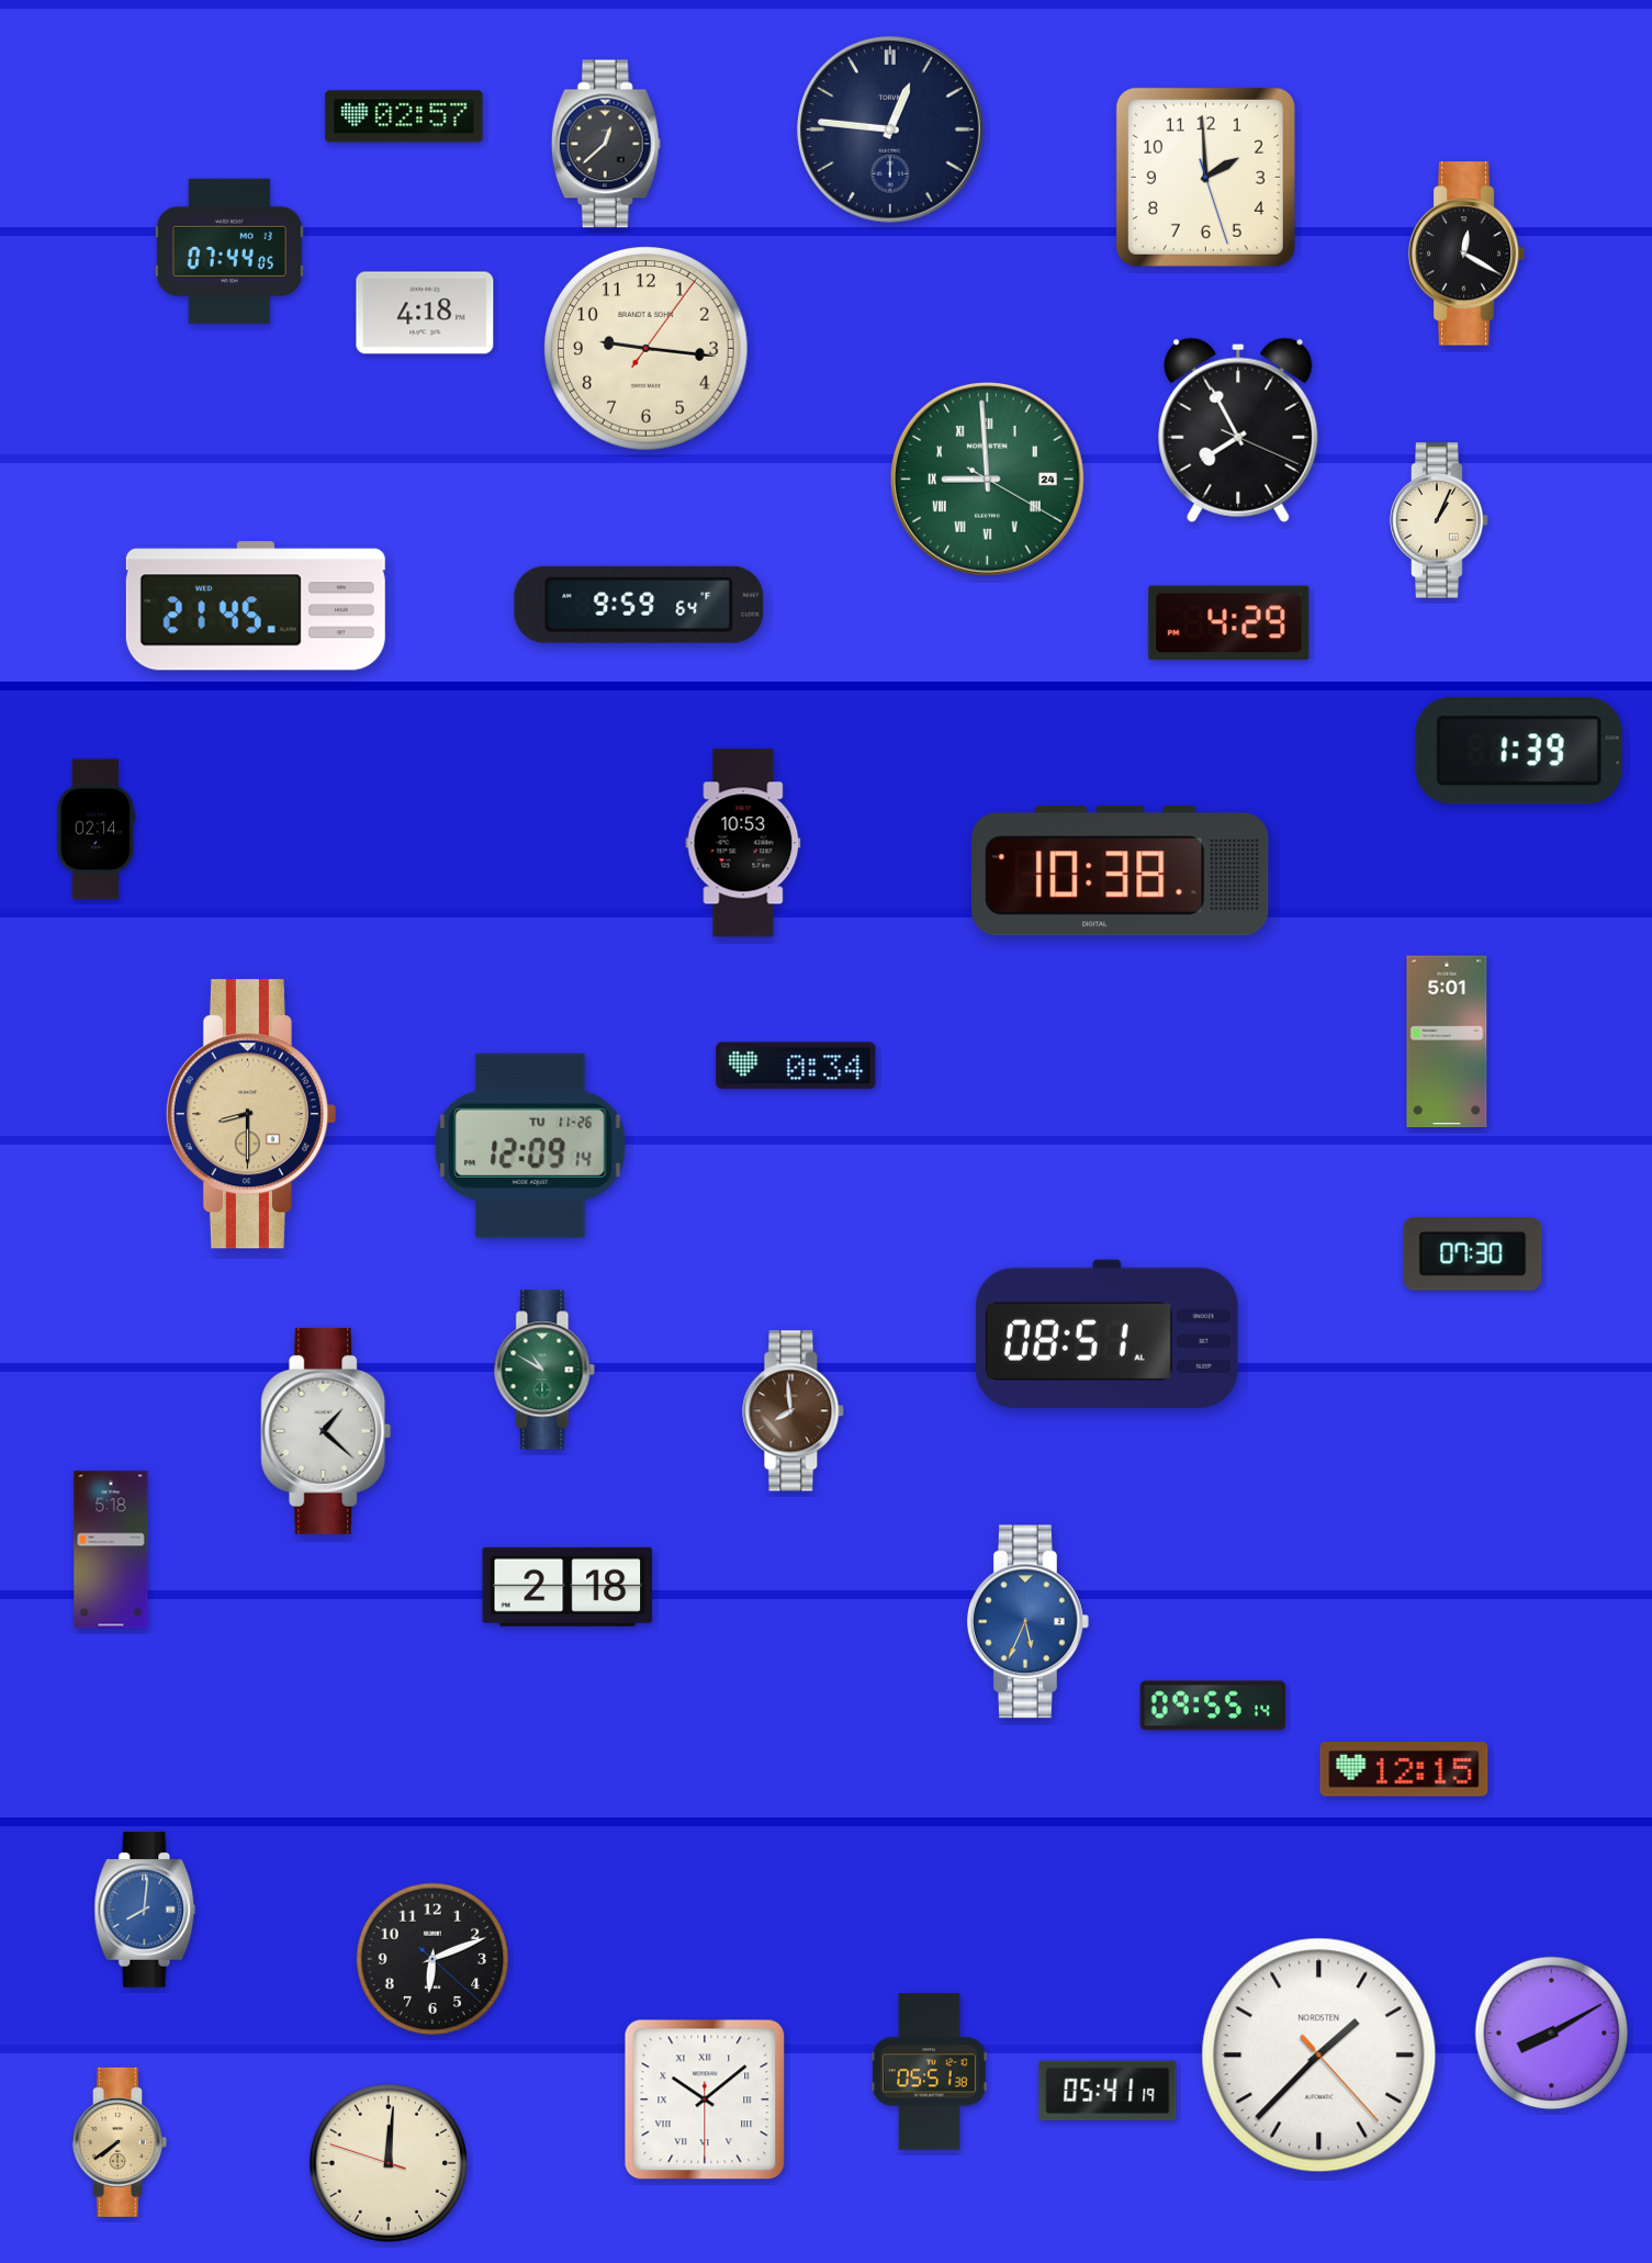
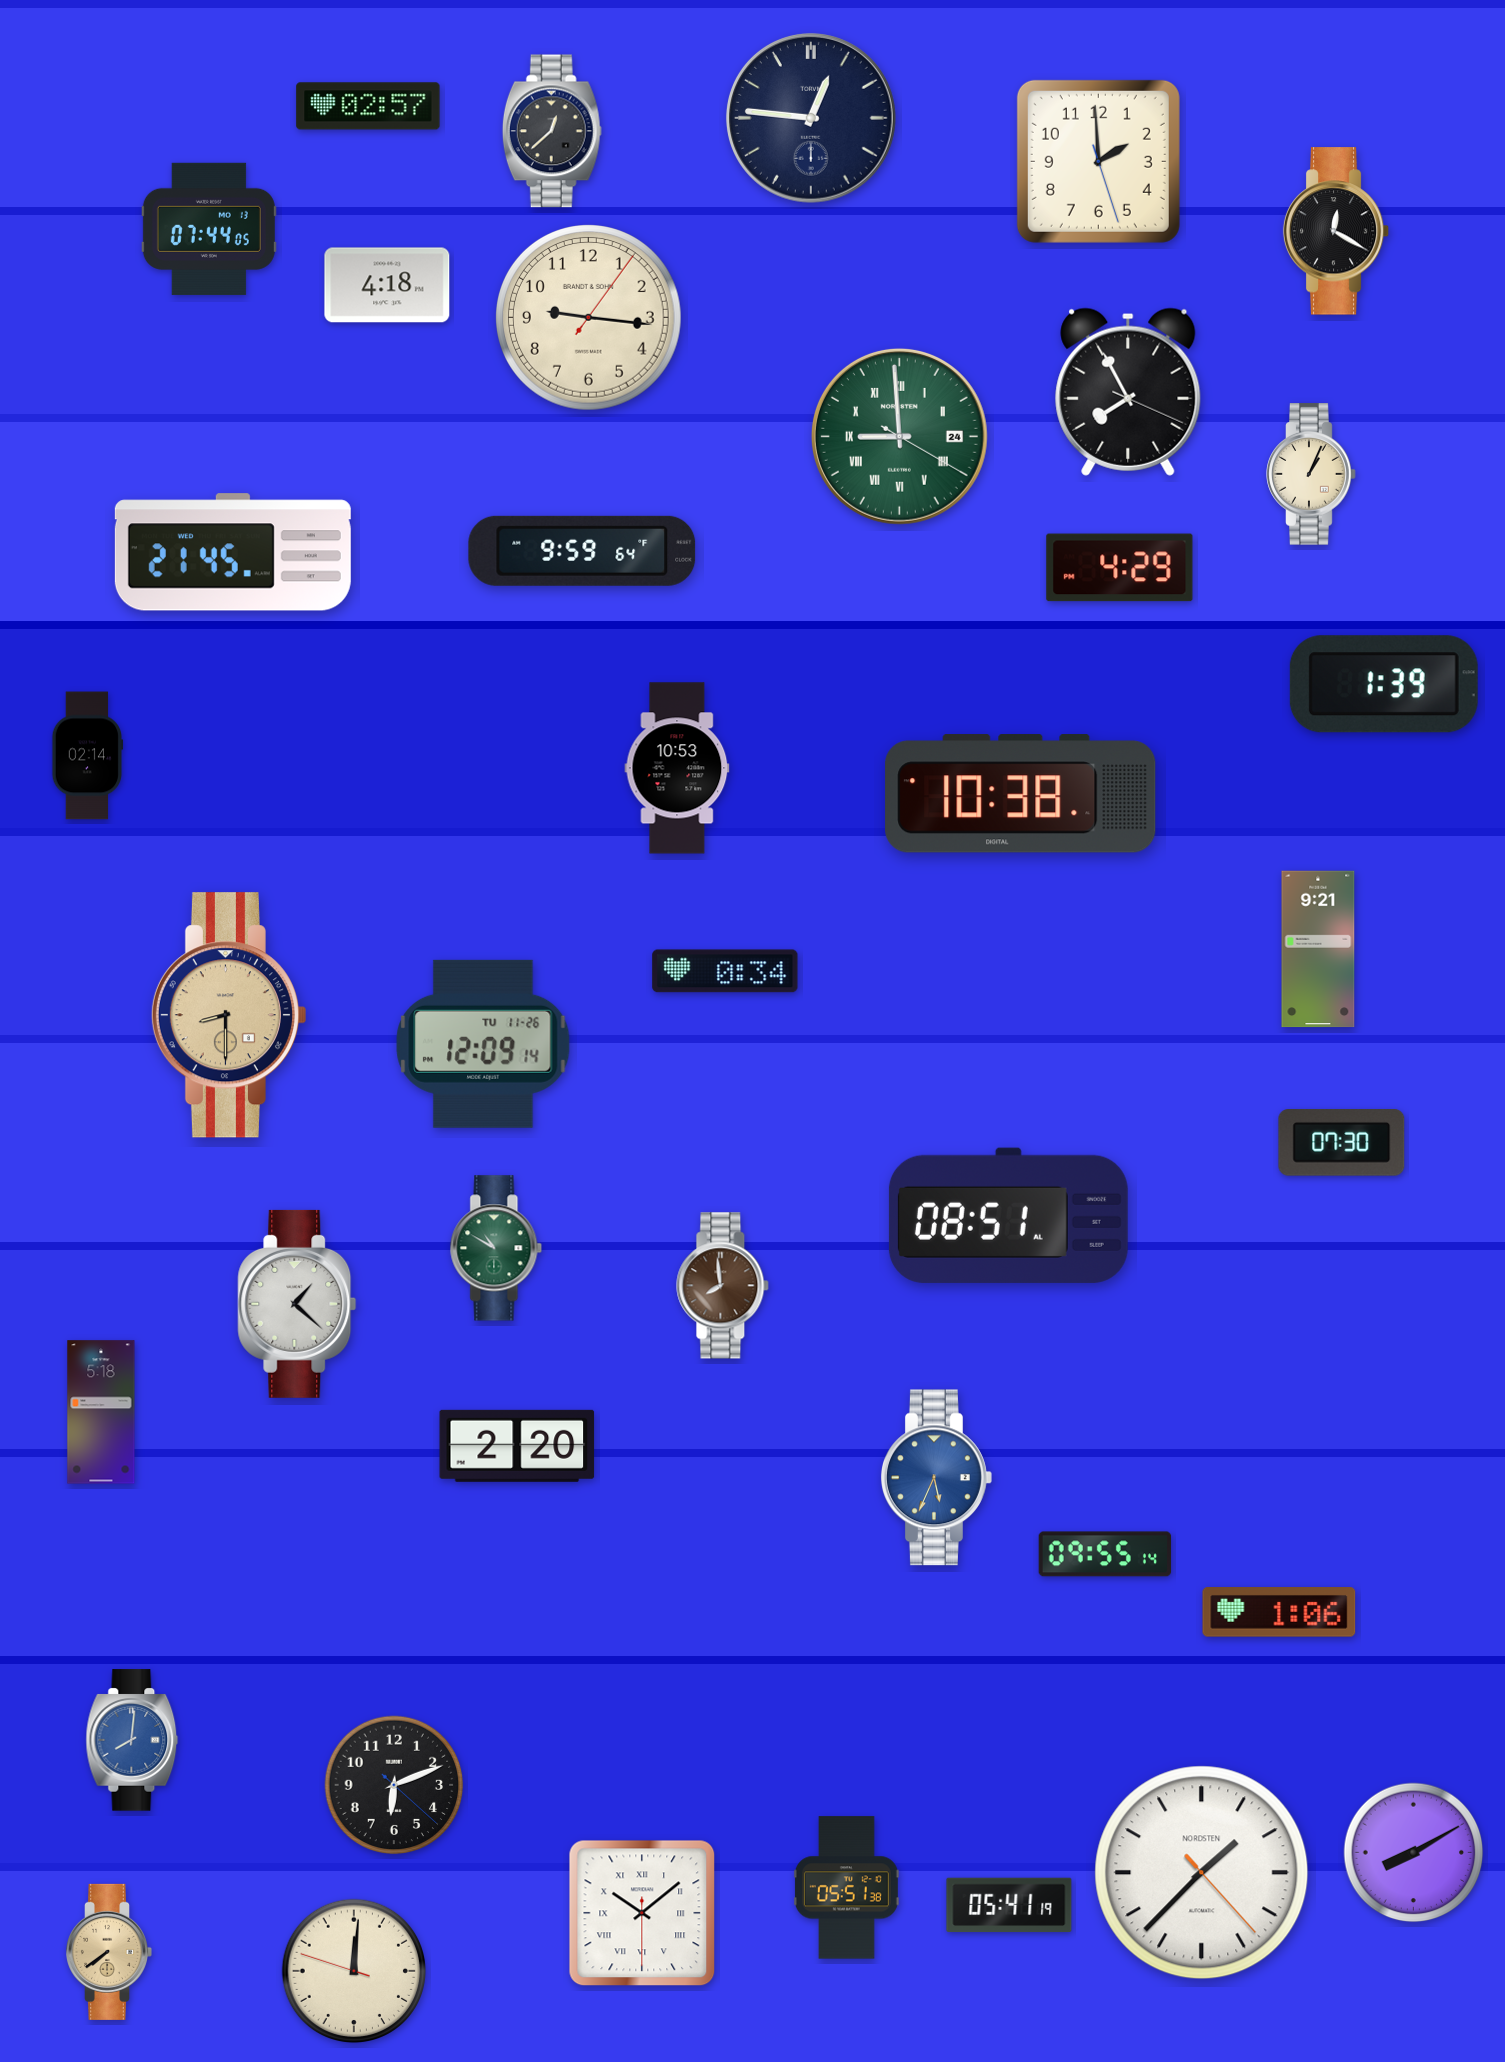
clock at (1447, 1042): 5:01 -> 9:21
clock at (567, 1587): 2:18 -> 2:20
clock at (1404, 1769): 12:15 -> 1:06
